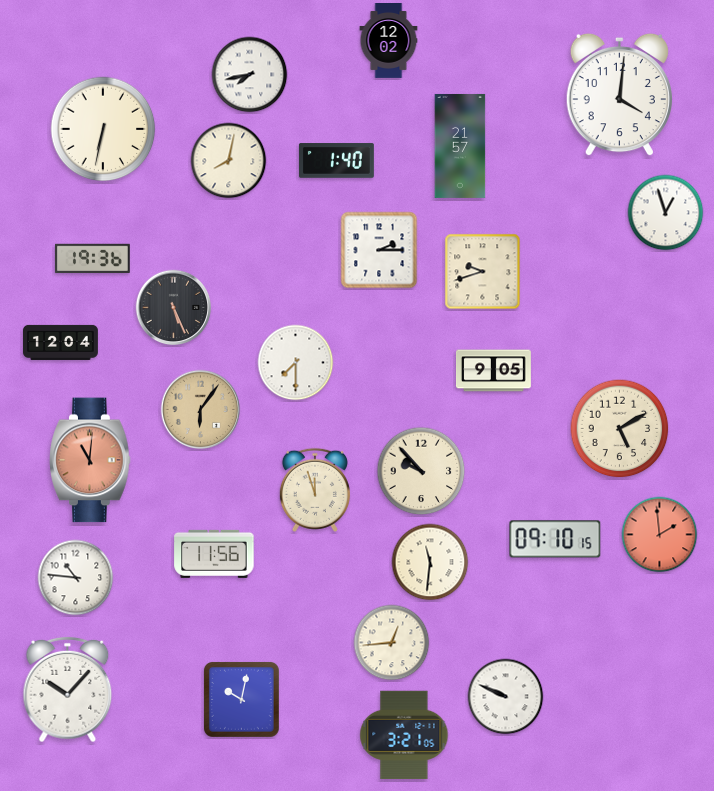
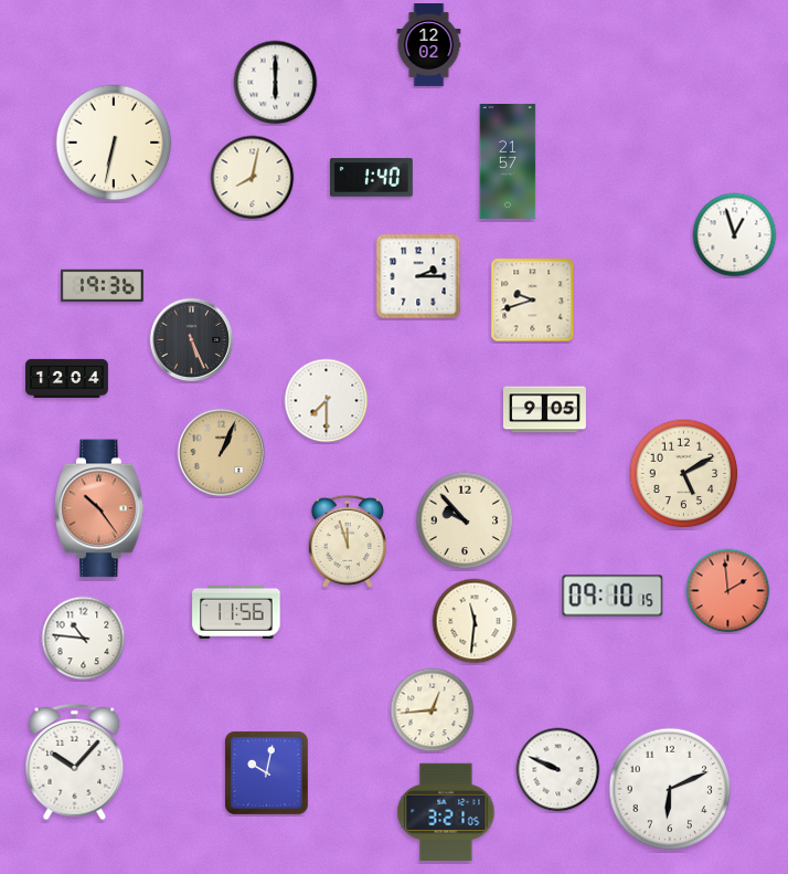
clock at (250, 75): 7:43 -> 6:00
clock at (619, 95): 4:01 -> none
clock at (201, 410): 6:06 -> 1:04
clock at (90, 460): 11:01 -> 10:24
clock at (670, 789): none -> 6:11
